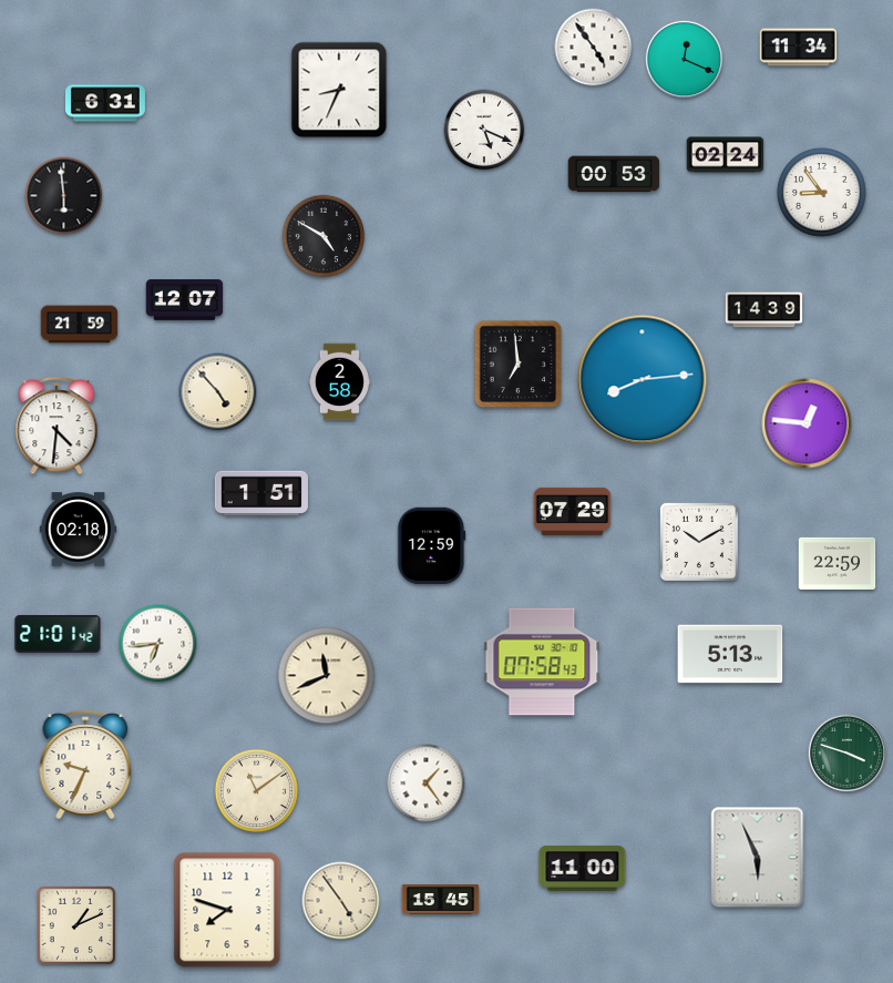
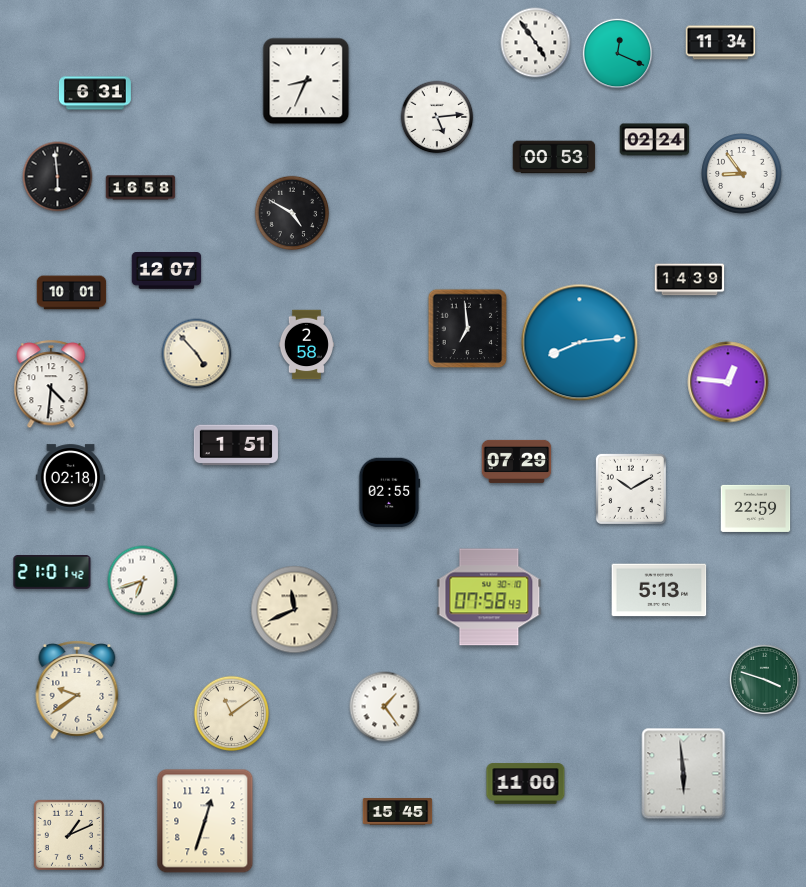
clock at (484, 130): 5:19 -> 5:14
clock at (141, 188): none -> 16:58
clock at (80, 325): 21:59 -> 10:01
clock at (432, 546): 12:59 -> 02:55
clock at (158, 644): 6:44 -> 6:42
clock at (85, 765): 9:34 -> 9:39
clock at (758, 858): 5:56 -> 5:59
clock at (341, 901): 4:54 -> none
clock at (227, 910): 7:48 -> 12:33
